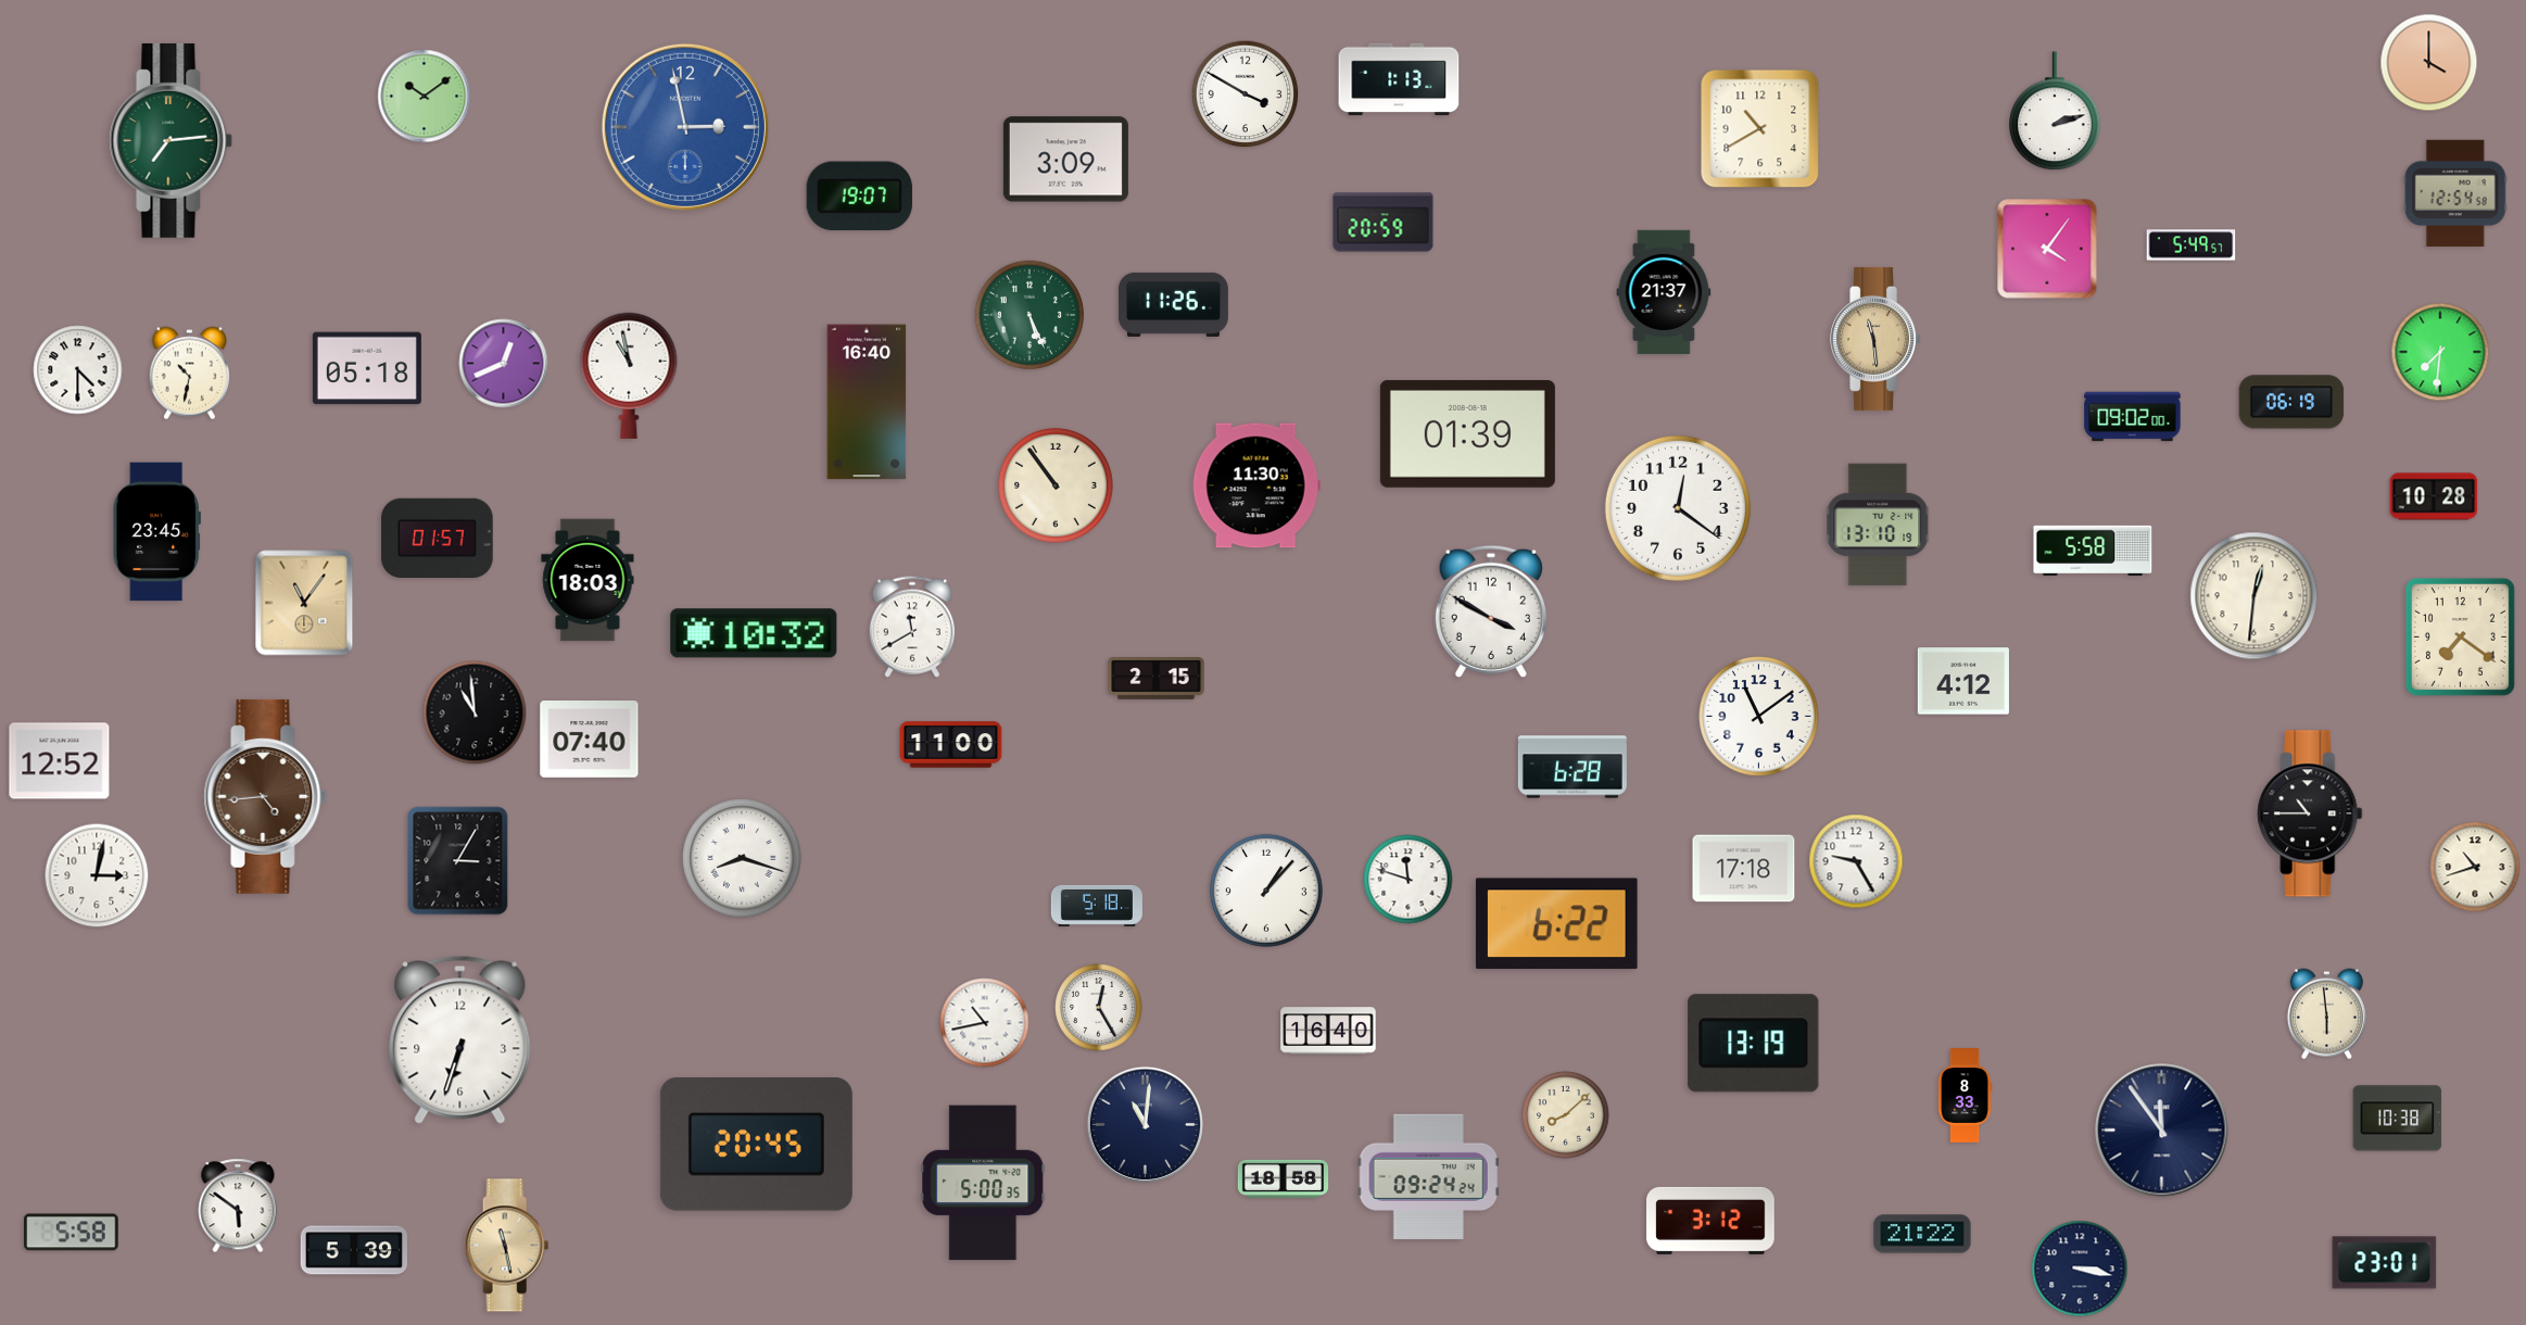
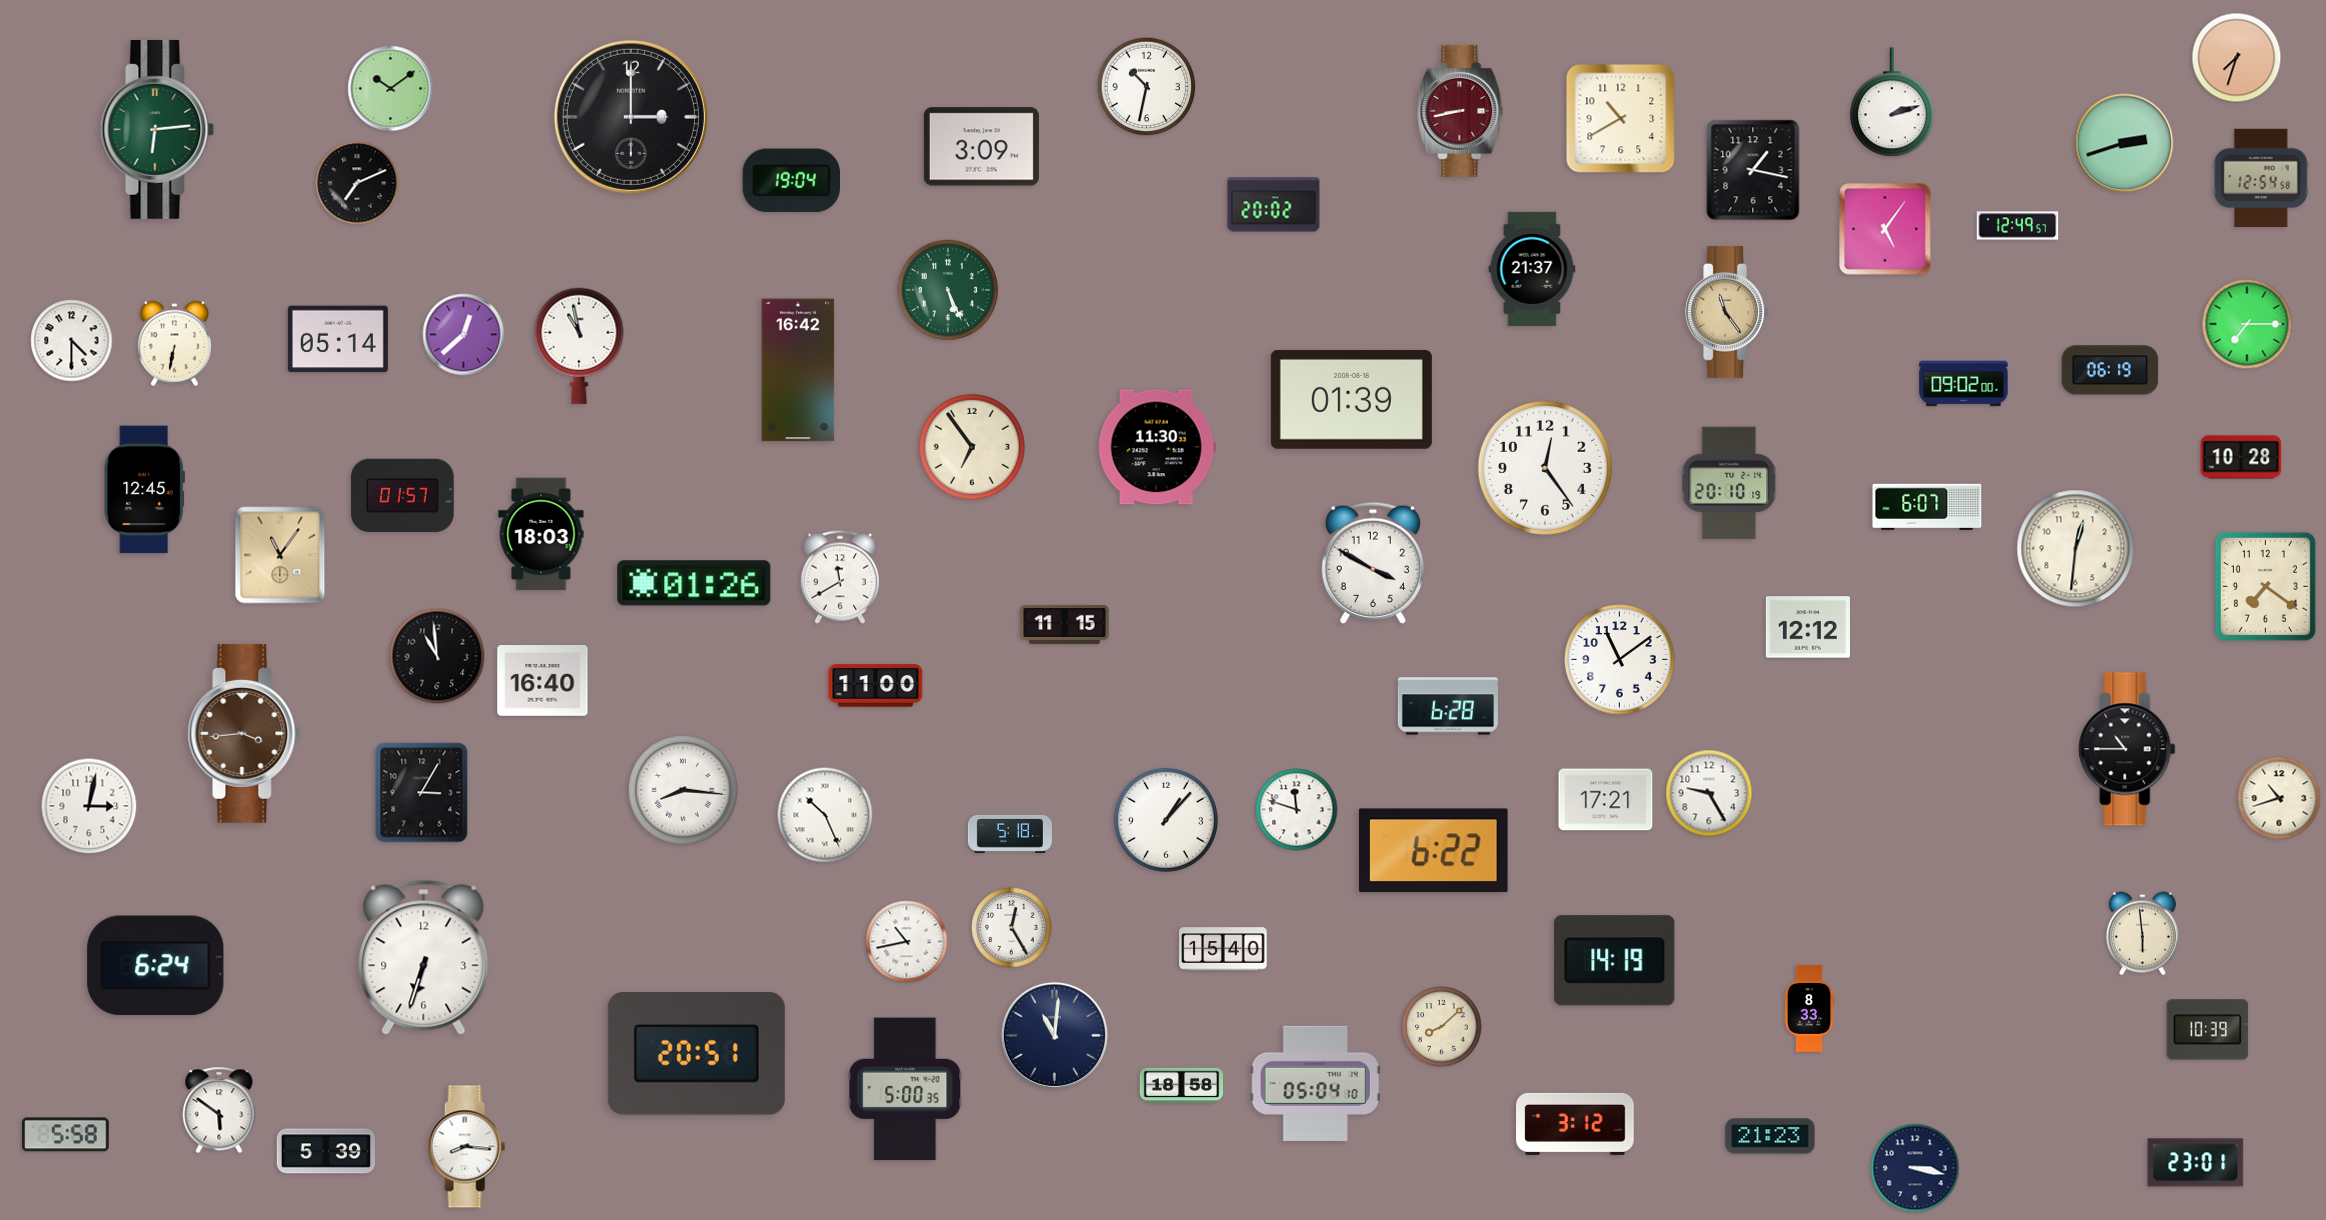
clock at (2429, 63): 4:00 -> 7:33
clock at (1399, 79): 1:13 -> none
clock at (1246, 94): 3:50 -> 10:32
clock at (1460, 111): none -> 8:43
clock at (685, 127): 2:58 -> 3:00
clock at (685, 127) dial: blue -> black
clock at (172, 140): 7:14 -> 6:14
clock at (2124, 143): none -> 2:42
clock at (1753, 170): none -> 1:17
clock at (859, 197): 19:07 -> 19:04
clock at (357, 183): none -> 7:11
clock at (1384, 223): 20:59 -> 20:02
clock at (2192, 245): 5:49 -> 12:49
clock at (2047, 249): 4:06 -> 5:06
clock at (1173, 304): 11:26 -> none
clock at (1877, 339): 11:29 -> 11:24
clock at (2440, 352): 7:31 -> 7:15
clock at (504, 364): 12:41 -> 12:38
clock at (367, 368): 05:18 -> 05:14
clock at (189, 374): 10:32 -> 6:32
clock at (867, 402): 16:40 -> 16:42
clock at (1056, 485): 10:54 -> 6:54
clock at (1678, 508): 12:21 -> 12:24
clock at (1879, 525): 13:10 -> 20:10
clock at (156, 532): 23:45 -> 12:45
clock at (2093, 551): 5:58 -> 6:07
clock at (754, 633): 10:32 -> 01:26
clock at (1157, 679): 2:15 -> 11:15
clock at (1963, 681): 4:12 -> 12:12
clock at (590, 740): 07:40 -> 16:40
clock at (60, 761): 12:52 -> none
clock at (266, 796): 4:44 -> 3:44
clock at (742, 858): 8:18 -> 8:16
clock at (1744, 869): 17:18 -> 17:21
clock at (825, 815): none -> 10:26
clock at (1328, 1031): 16:40 -> 15:40
clock at (1754, 1044): 13:19 -> 14:19
clock at (156, 966): none -> 6:24
clock at (2398, 1119): 10:38 -> 10:39
clock at (2162, 1131): 11:54 -> none
clock at (756, 1145): 20:45 -> 20:51
clock at (1428, 1176): 09:24 -> 05:04
clock at (1922, 1234): 21:22 -> 21:23
clock at (507, 1246): 11:28 -> 8:16
clock at (507, 1246) dial: champagne -> white
